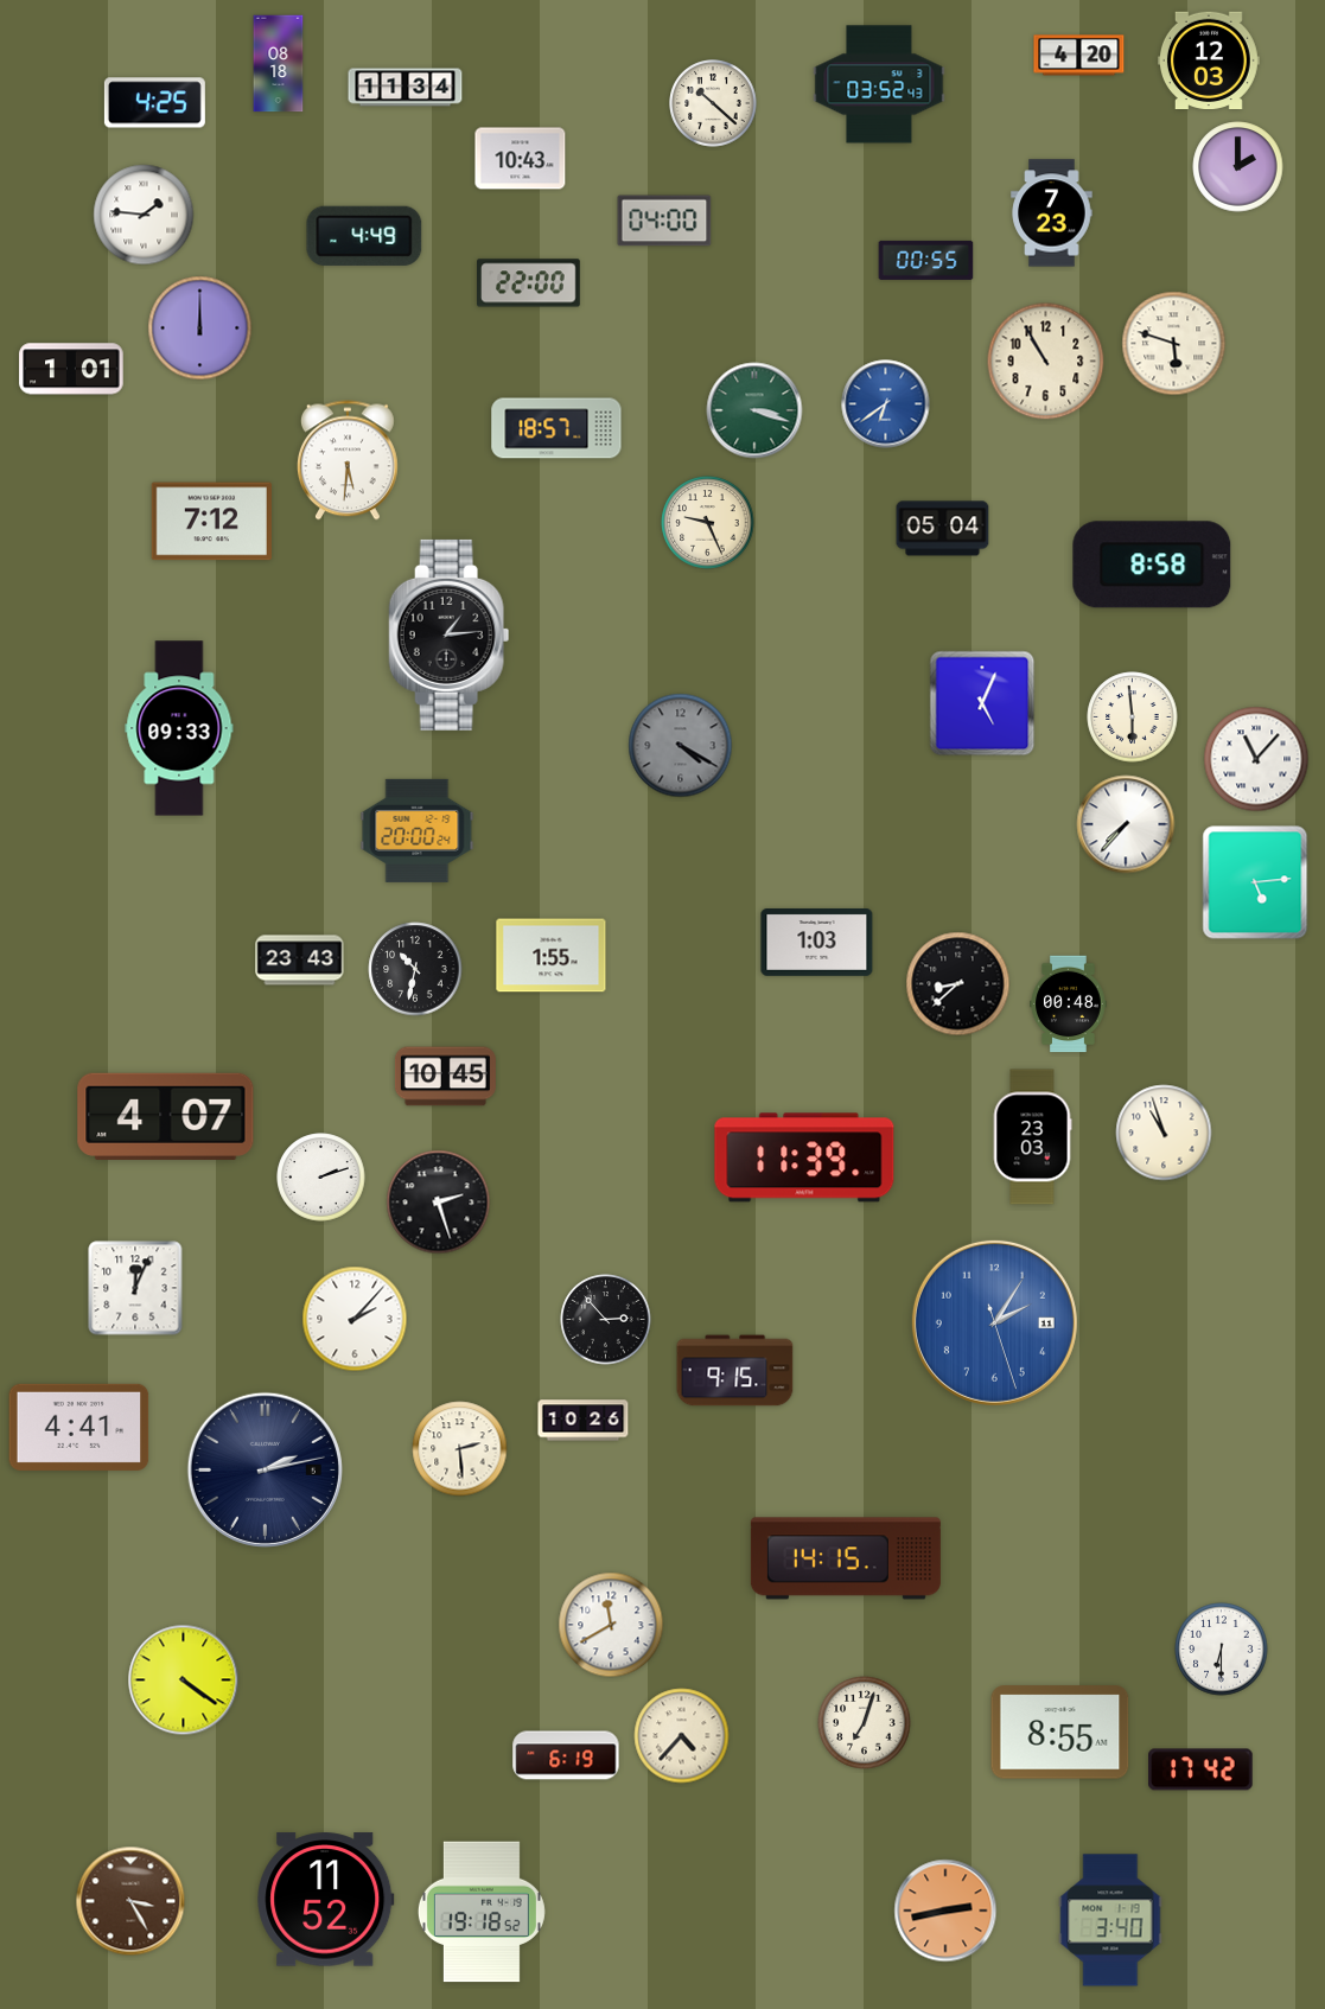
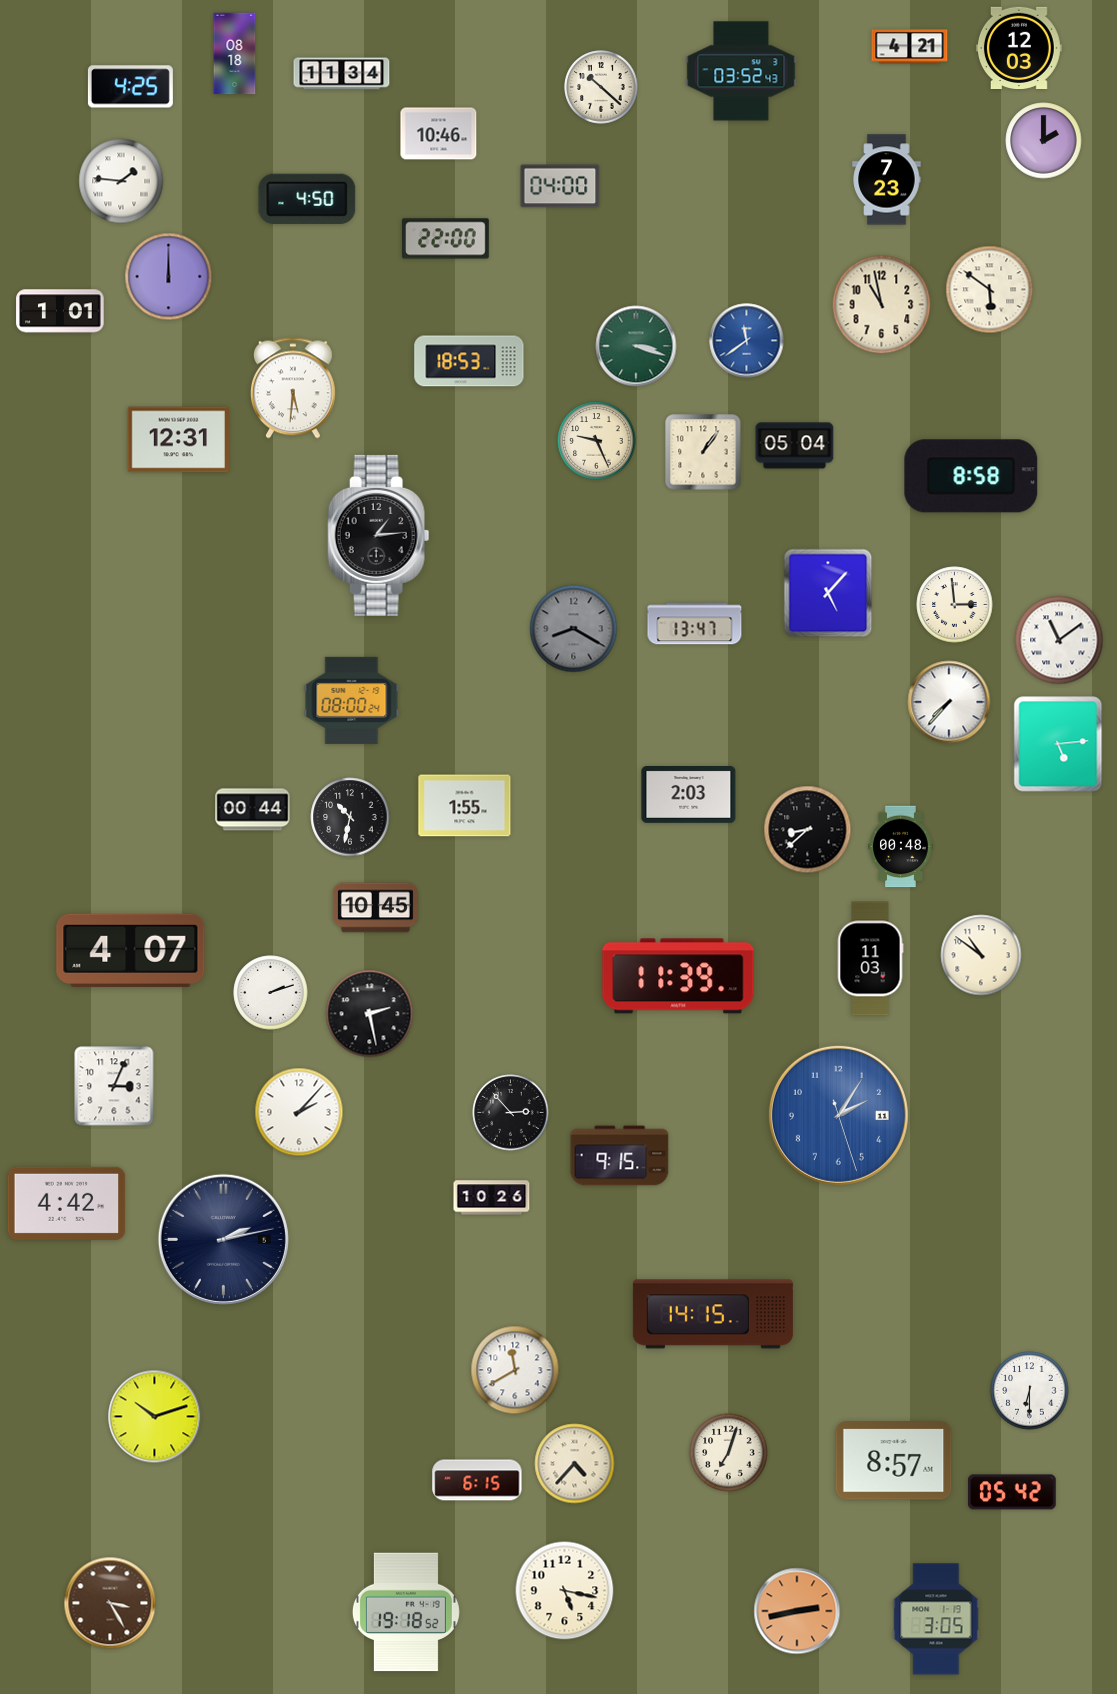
clock at (1079, 56): 4:20 -> 4:21
clock at (1209, 59) position: (1209, 59) -> (1019, 47)
clock at (521, 159): 10:43 -> 10:46
clock at (364, 236): 4:49 -> 4:50
clock at (926, 260): 00:55 -> none
clock at (1174, 344): 5:48 -> 5:51
clock at (1046, 362): 10:55 -> 10:58
clock at (886, 404): 6:39 -> 11:39
clock at (556, 428): 18:57 -> 18:53
clock at (211, 522): 7:12 -> 12:31
clock at (703, 452): none -> 1:06
clock at (982, 703): 5:04 -> 5:07
clock at (1133, 717): 5:59 -> 2:59
clock at (179, 728): 09:33 -> none
clock at (695, 624): none -> 13:47
clock at (681, 746): 4:20 -> 8:20
clock at (1256, 759): 11:07 -> 11:09
clock at (1126, 824) position: (1126, 824) -> (949, 702)
clock at (418, 830): 20:00 -> 08:00
clock at (817, 943): 1:03 -> 2:03
clock at (300, 961): 23:43 -> 00:44
clock at (166, 1116) position: (166, 1116) -> (131, 950)
clock at (1164, 1133): 10:57 -> 10:51
clock at (1032, 1137): 23:03 -> 11:03
clock at (439, 1203): 2:27 -> 2:28
clock at (135, 1288): 12:04 -> 3:04
clock at (79, 1427): 4:41 -> 4:42
clock at (460, 1449): 2:29 -> none
clock at (184, 1680): 4:21 -> 10:12
clock at (1060, 1733): 8:55 -> 8:57
clock at (566, 1755): 6:19 -> 6:15
clock at (1200, 1769): 17:42 -> 05:42
clock at (565, 1591): none -> 5:17
clock at (326, 1900): 11:52 -> none
clock at (1110, 1920): 3:40 -> 3:05
